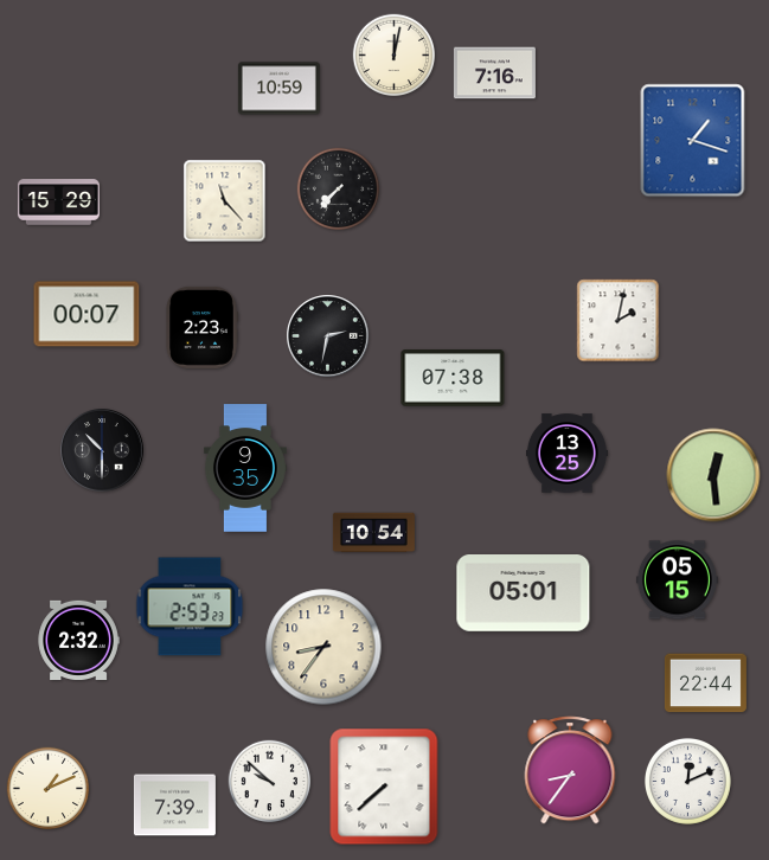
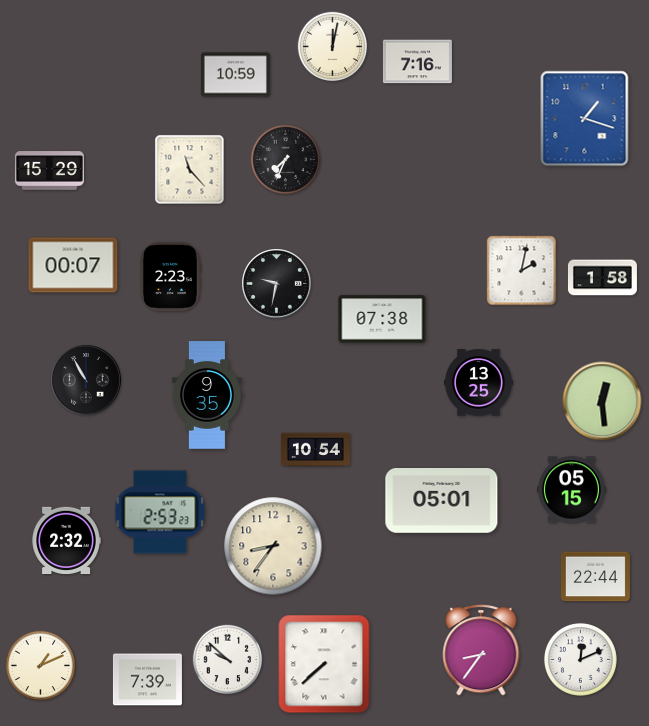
clock at (339, 190): 7:37 -> 7:34
clock at (602, 278): none -> 1:58
clock at (328, 336): 2:32 -> 9:32
clock at (102, 450): 10:30 -> 10:55
